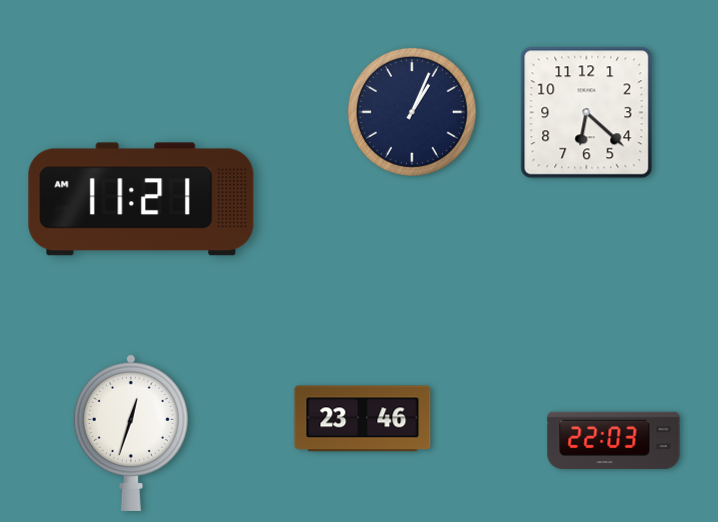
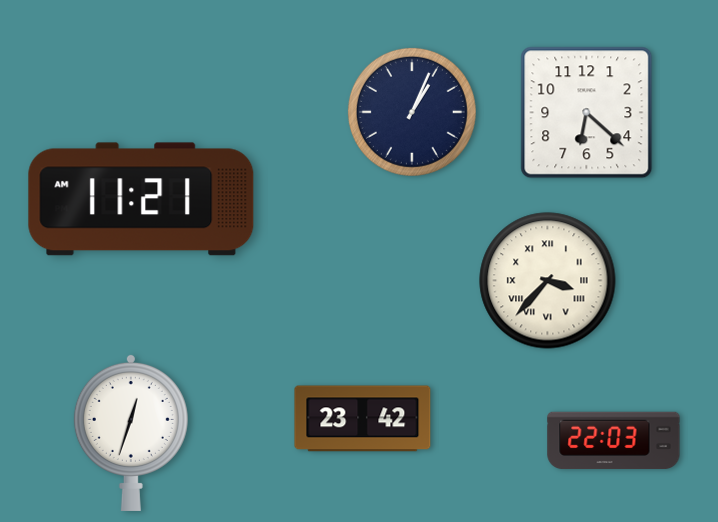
clock at (548, 281): none -> 3:37
clock at (363, 419): 23:46 -> 23:42
